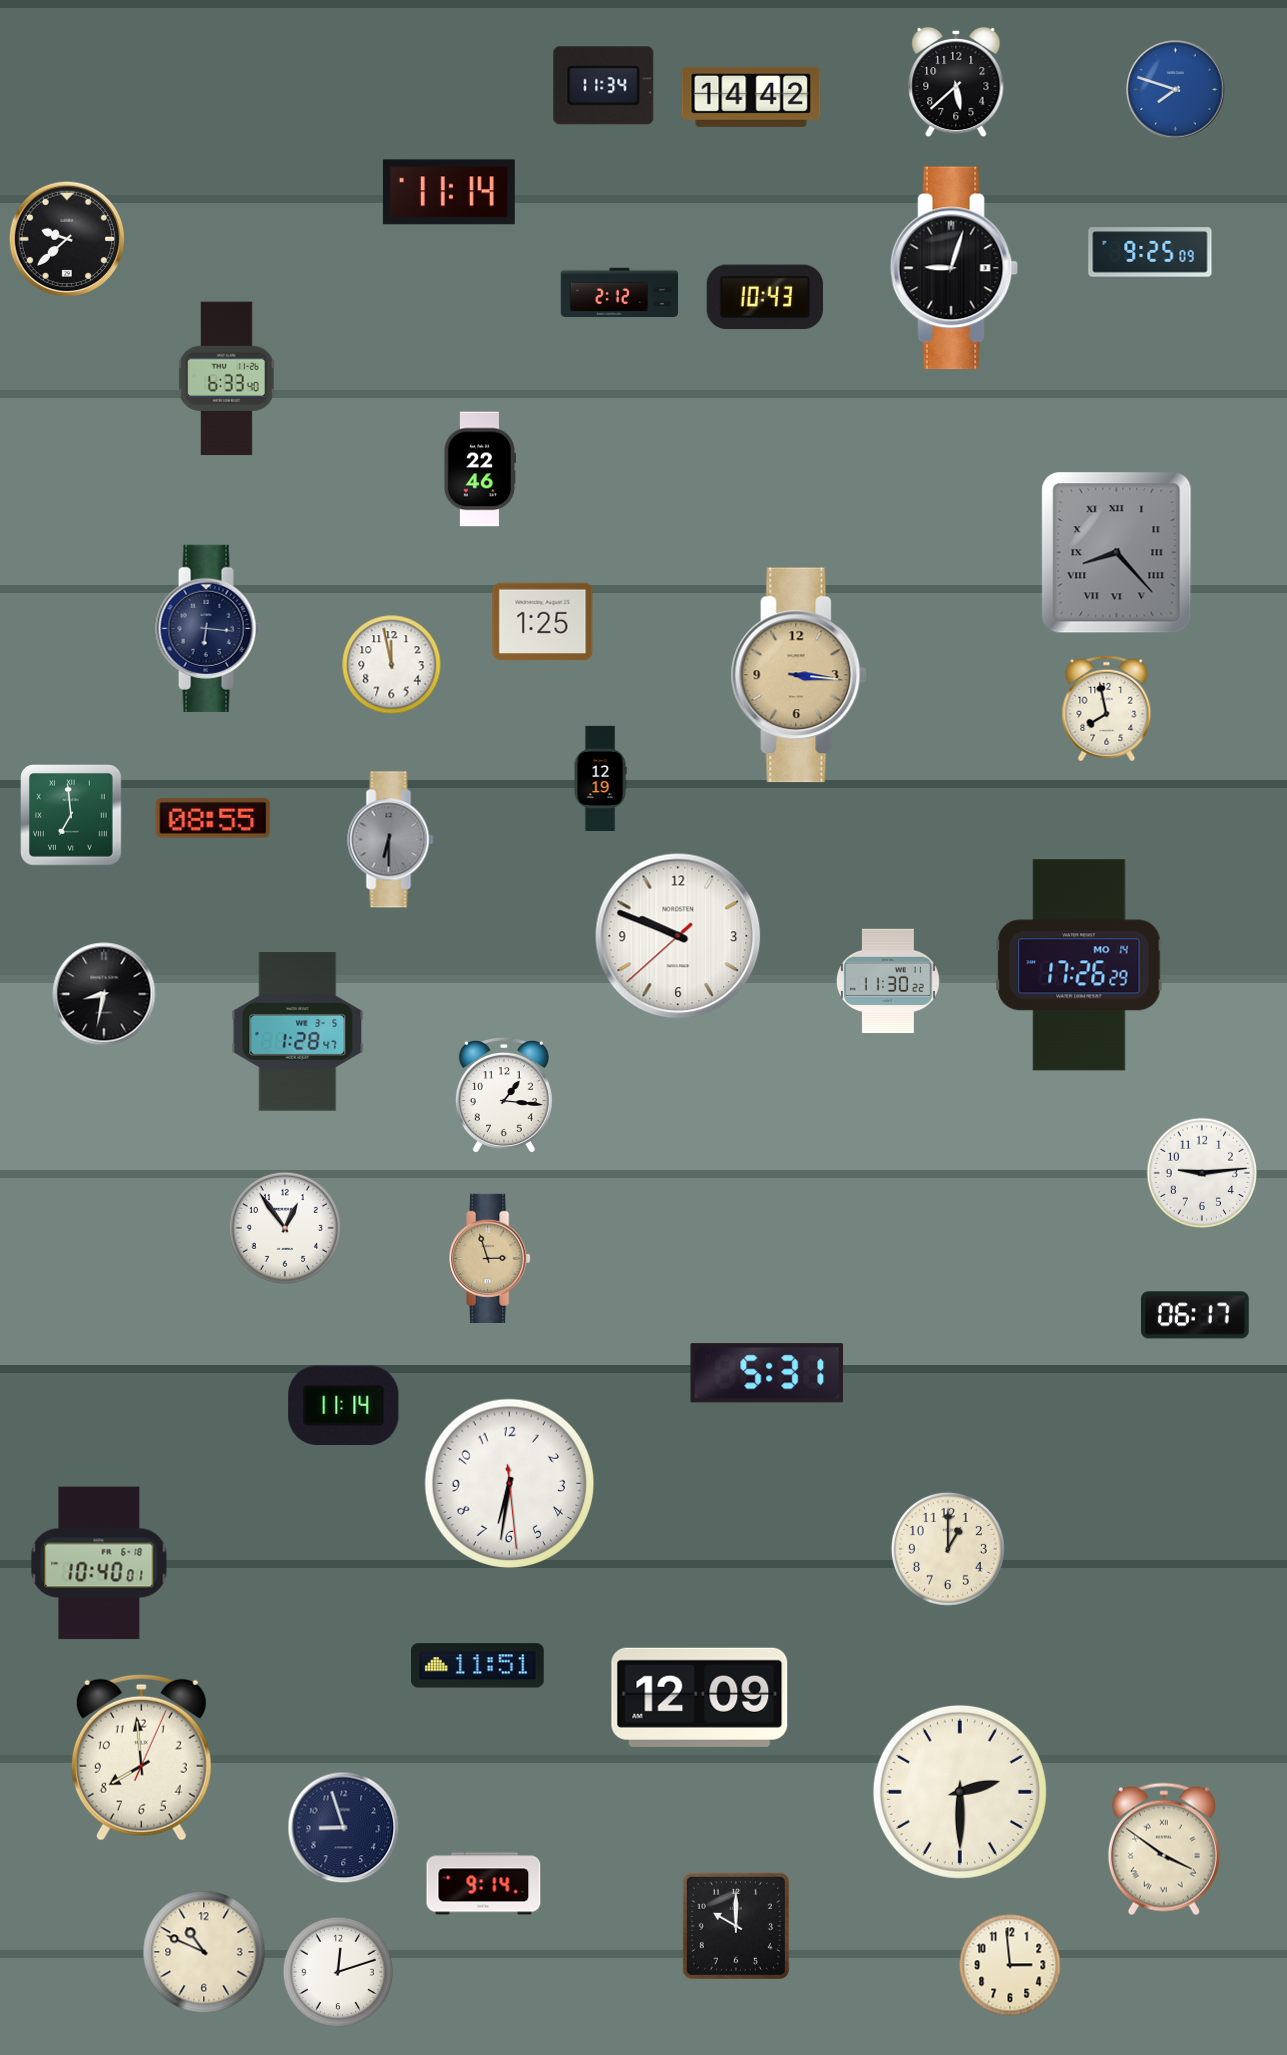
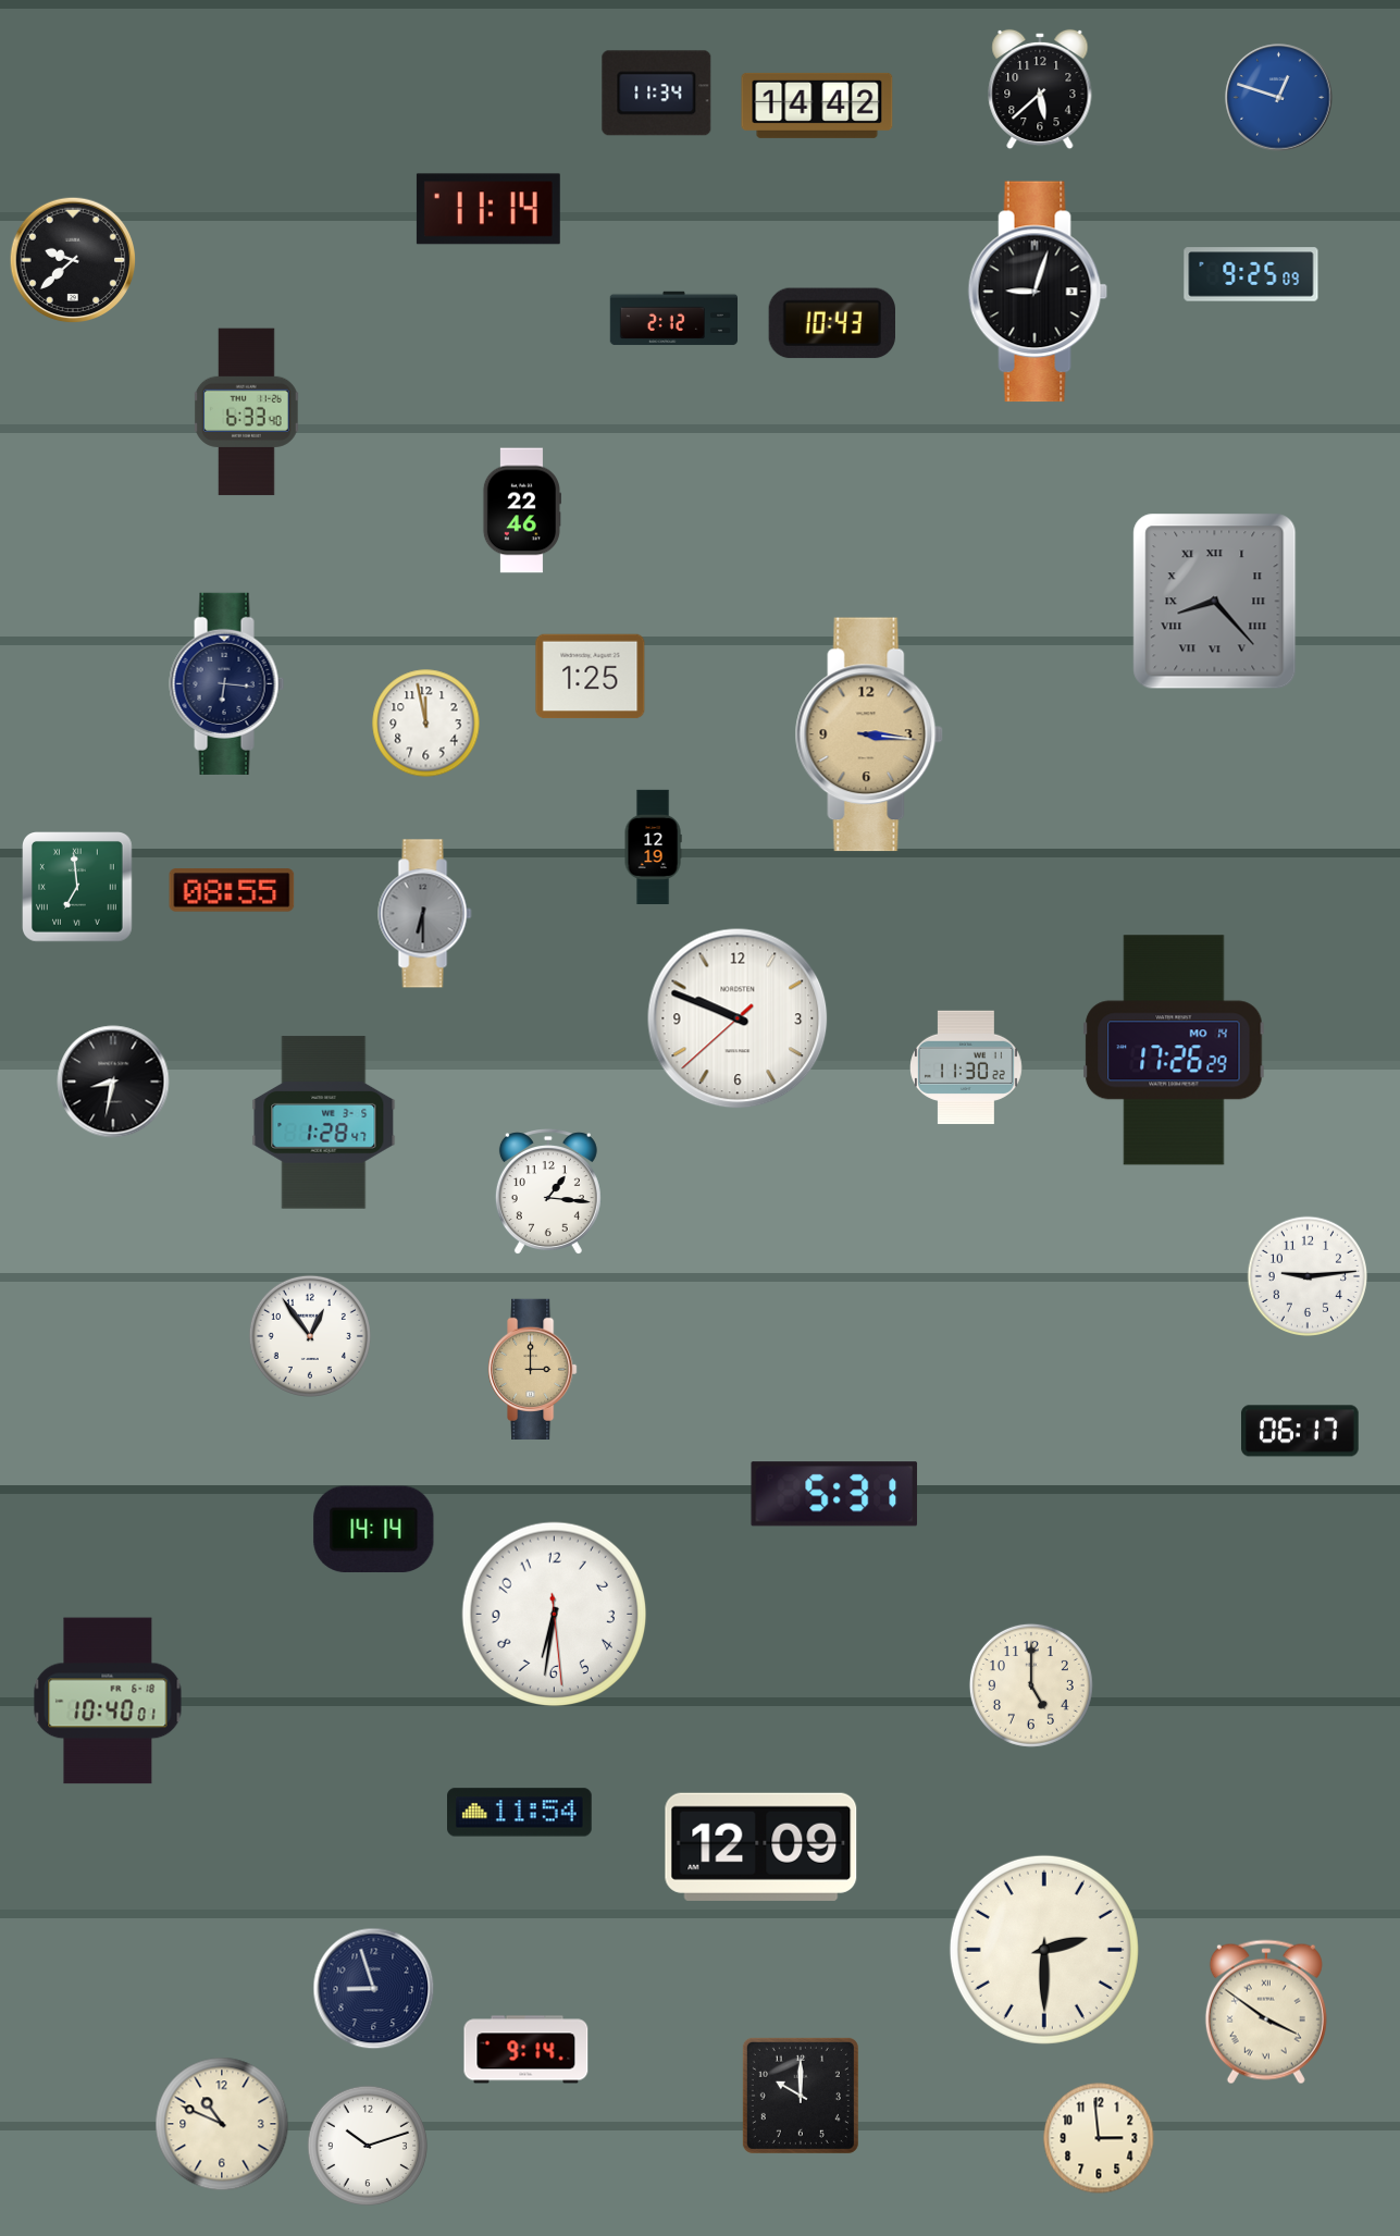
clock at (1176, 90): 7:48 -> 12:48
clock at (1107, 709): 7:58 -> none
clock at (490, 1258): 2:57 -> 3:00
clock at (344, 1406): 11:14 -> 14:14
clock at (948, 1549): 1:00 -> 5:00
clock at (478, 1666): 11:51 -> 11:54
clock at (141, 1757): 7:59 -> none
clock at (337, 1971): 12:12 -> 10:12
